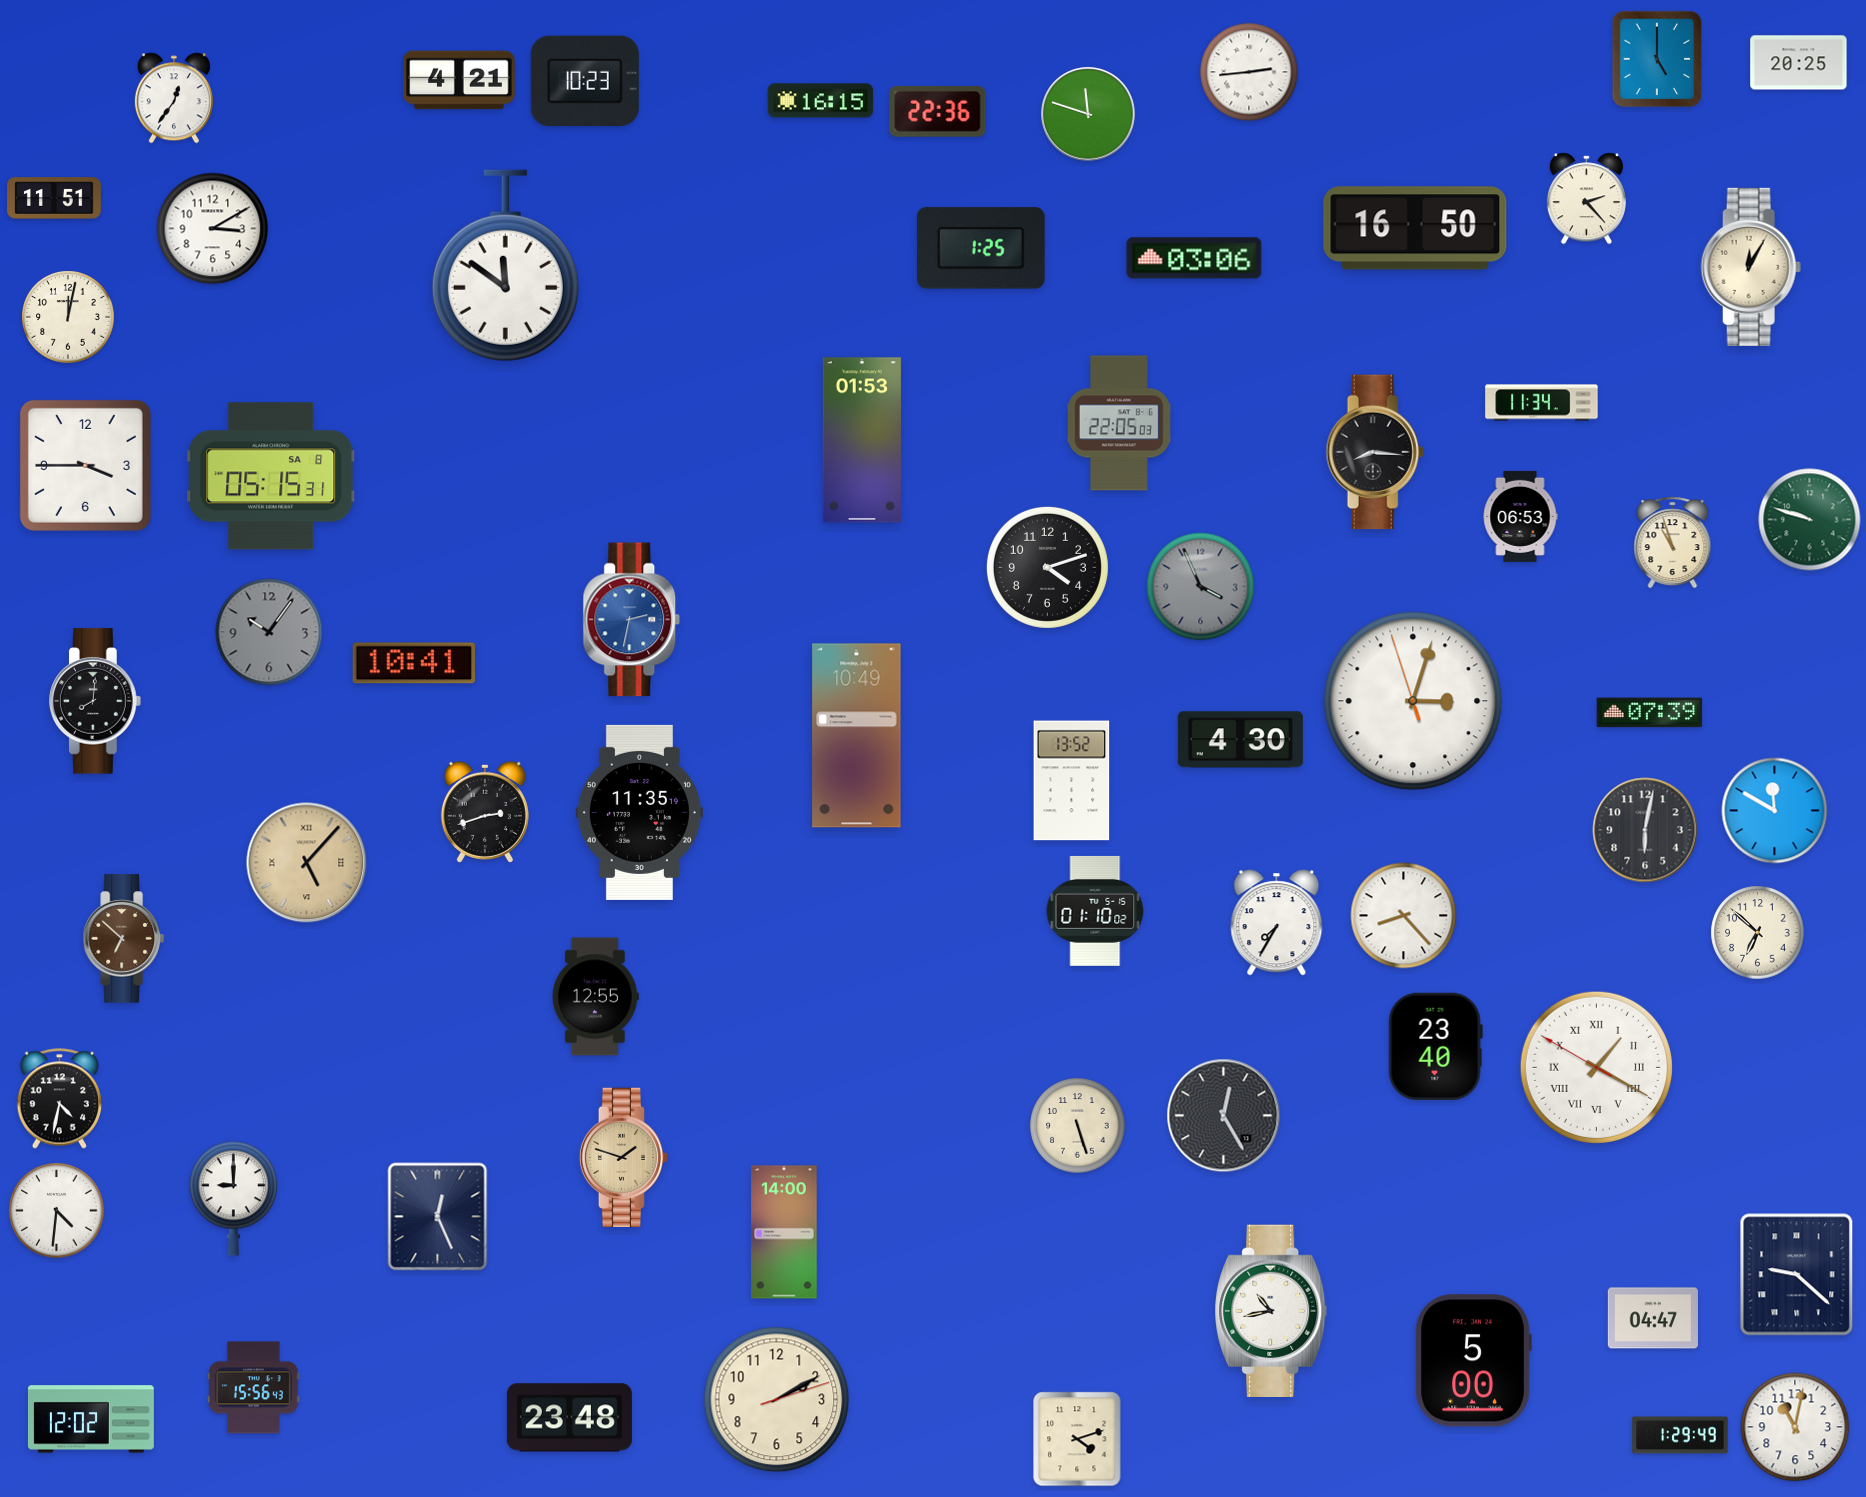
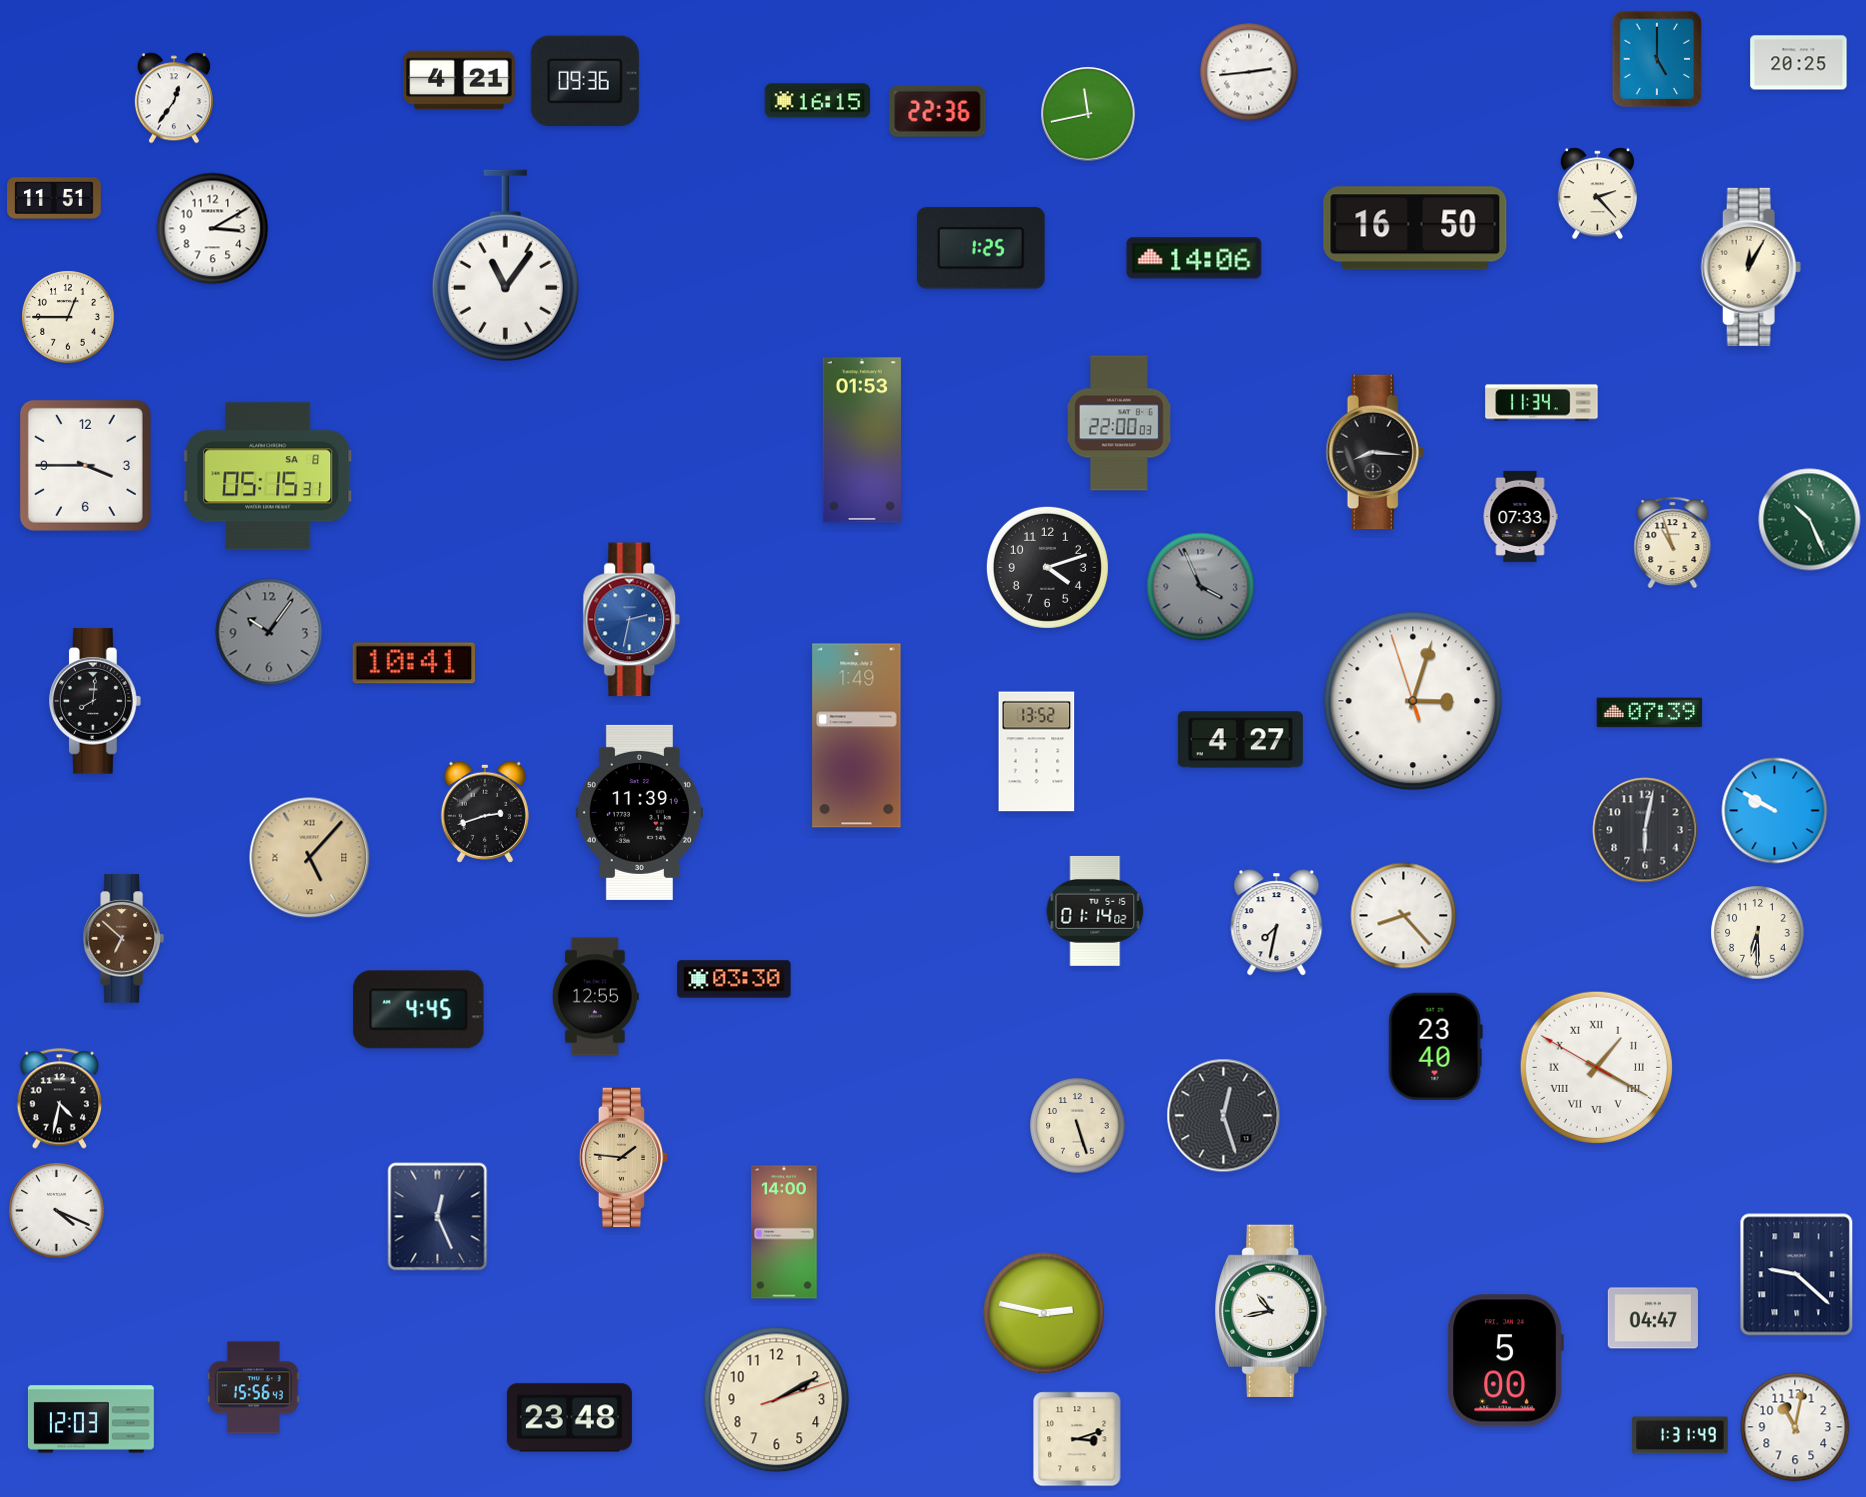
clock at (585, 81): 10:23 -> 09:36
clock at (821, 101) position: (821, 101) -> (818, 101)
clock at (1088, 114): 11:48 -> 11:43
clock at (1586, 199) position: (1586, 199) -> (1597, 194)
clock at (1194, 258): 03:06 -> 14:06
clock at (505, 266): 11:51 -> 11:06
clock at (68, 317): 12:02 -> 12:45
clock at (1119, 423): 22:05 -> 22:00
clock at (271, 476) position: (271, 476) -> (268, 476)
clock at (1520, 516): 06:53 -> 07:33
clock at (1810, 520): 9:48 -> 10:26
clock at (857, 736): 10:49 -> 1:49
clock at (1240, 740): 4:30 -> 4:27
clock at (1072, 781) position: (1072, 781) -> (1037, 752)
clock at (1775, 811): 11:50 -> 9:50
clock at (639, 812): 11:35 -> 11:39
clock at (307, 863) position: (307, 863) -> (310, 858)
clock at (1095, 911): 01:10 -> 01:14
clock at (1277, 923): 7:35 -> 7:32
clock at (1758, 933): 6:52 -> 6:30
clock at (734, 979): none -> 03:30
clock at (419, 1010): none -> 4:45
clock at (1224, 1116): 12:25 -> 12:27
clock at (624, 1157): 1:48 -> 1:46
clock at (234, 1199): 9:00 -> none
clock at (57, 1211): 4:31 -> 4:19
clock at (1044, 1313): none -> 2:47
clock at (1473, 1361) position: (1473, 1361) -> (1505, 1361)
clock at (91, 1419): 12:02 -> 12:03
clock at (1680, 1435): 1:29 -> 1:31
clock at (1077, 1439): 4:12 -> 3:12
